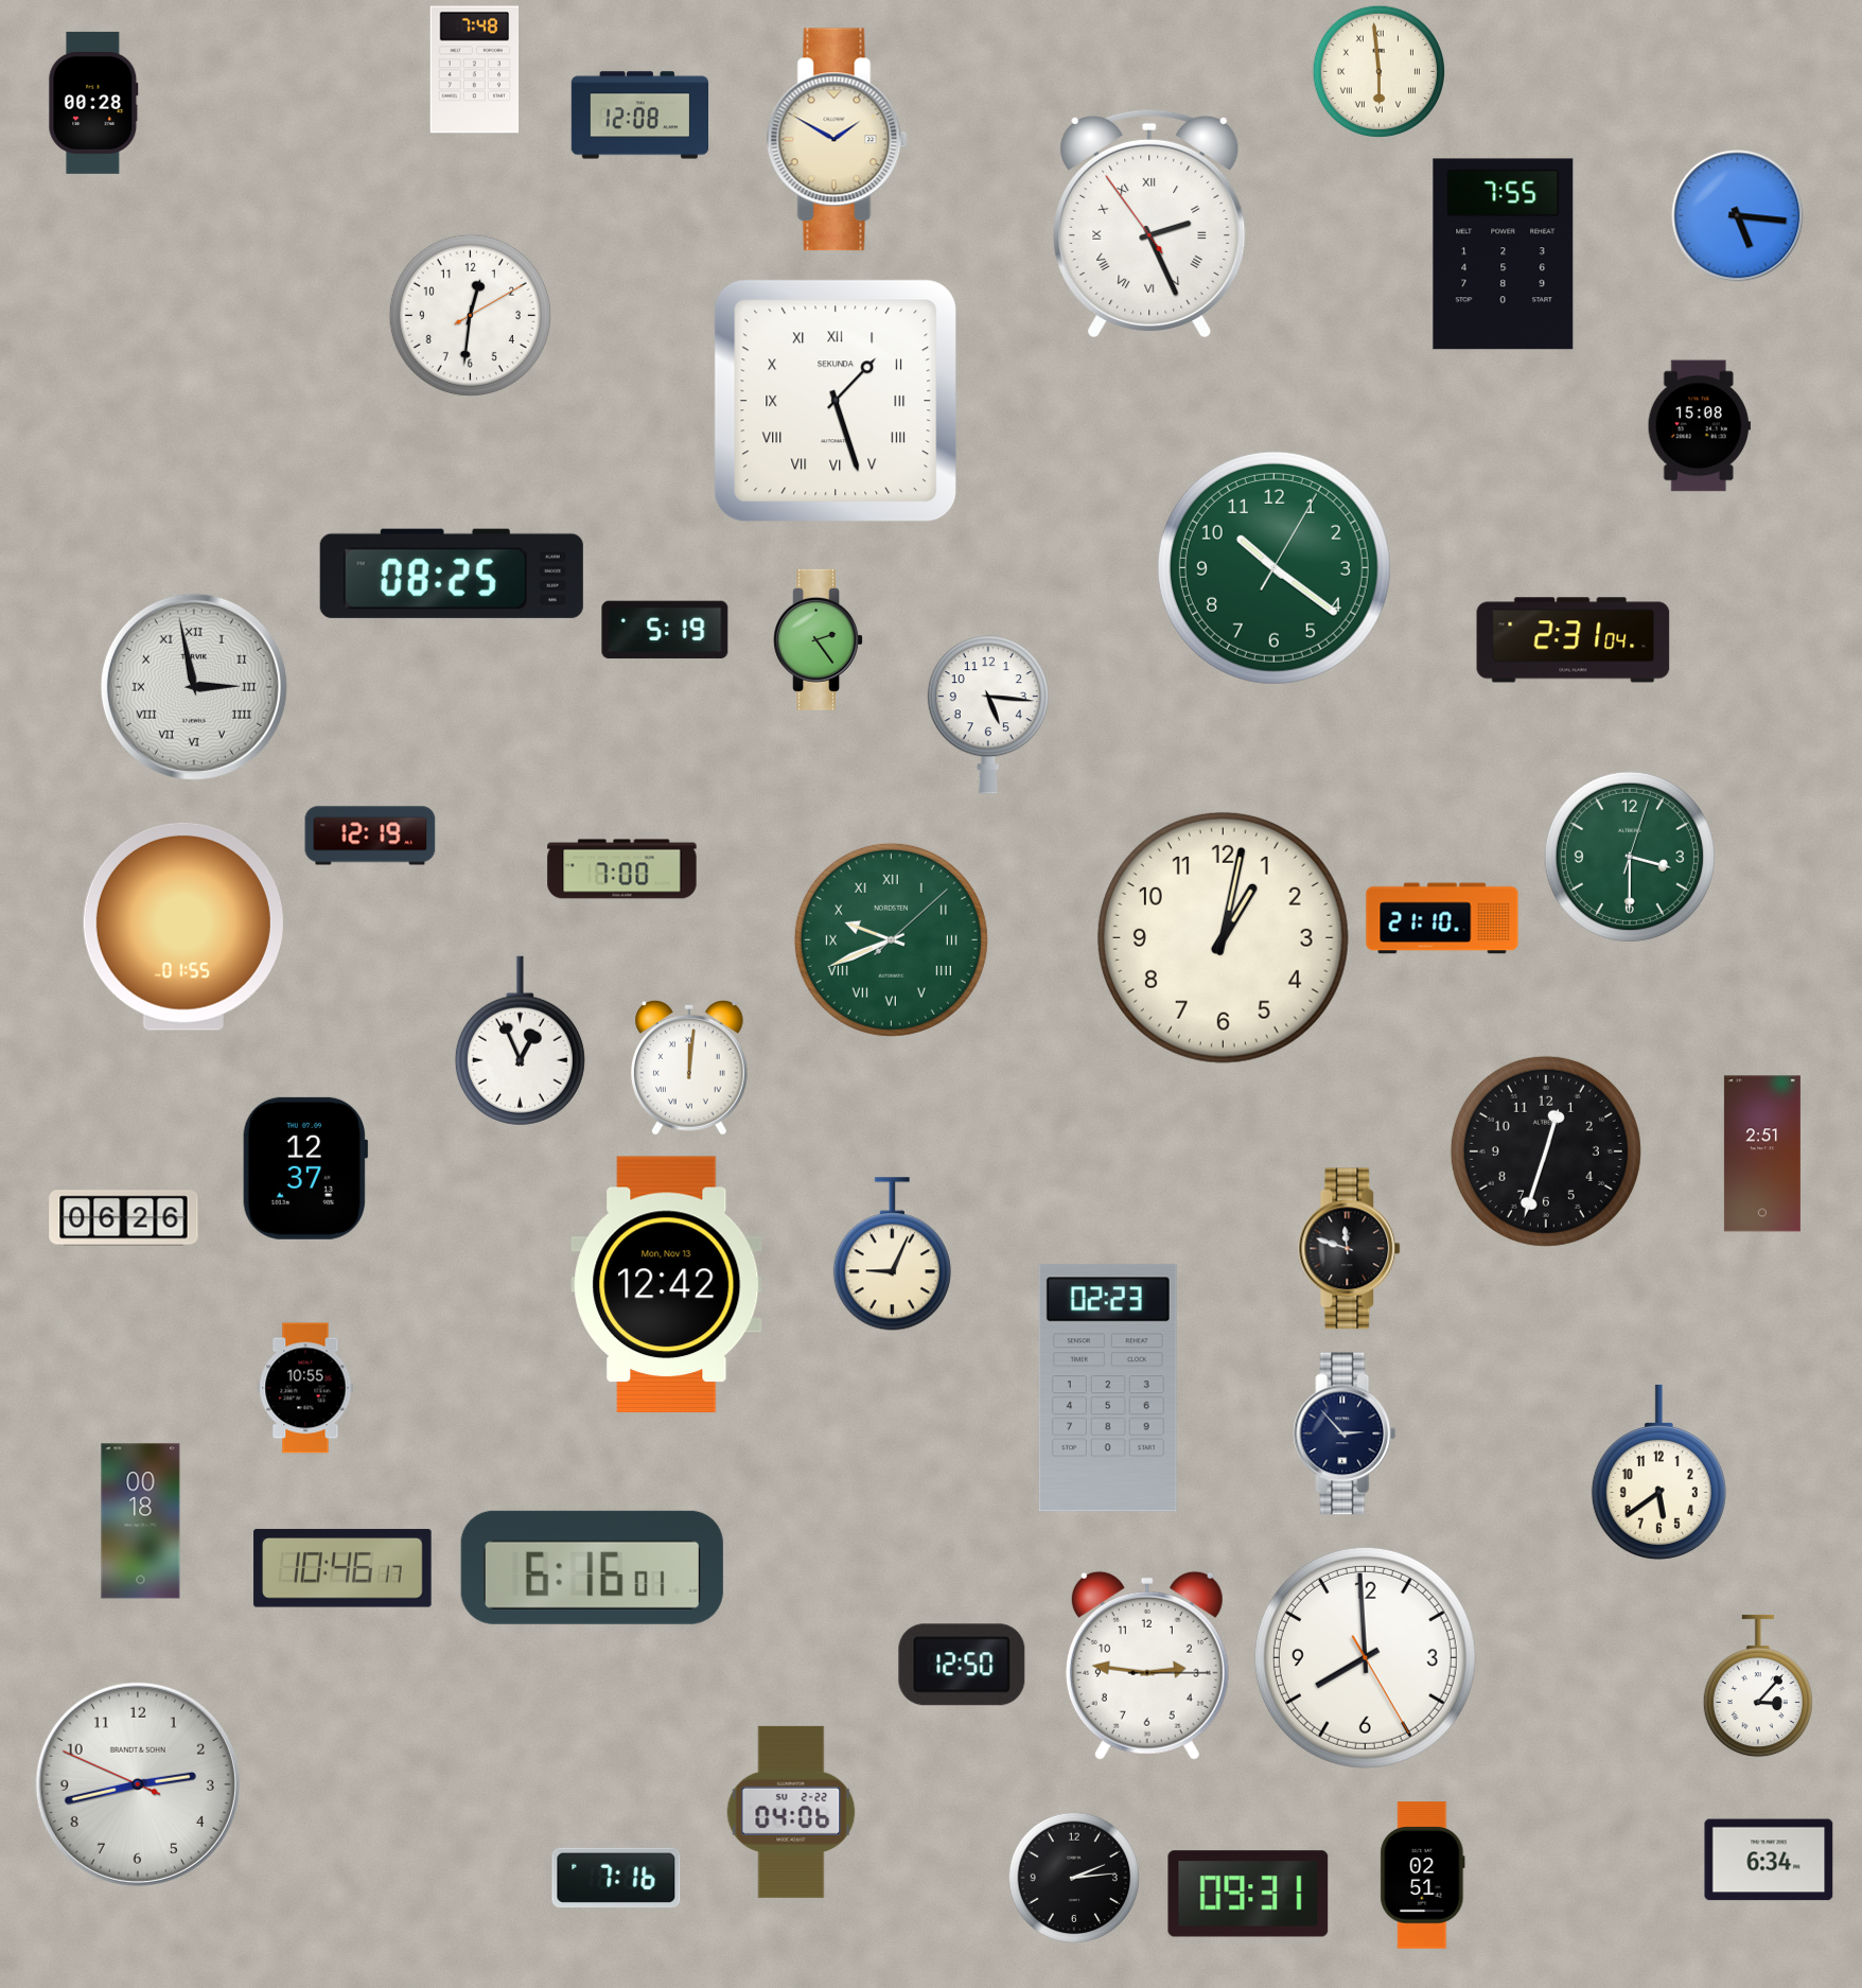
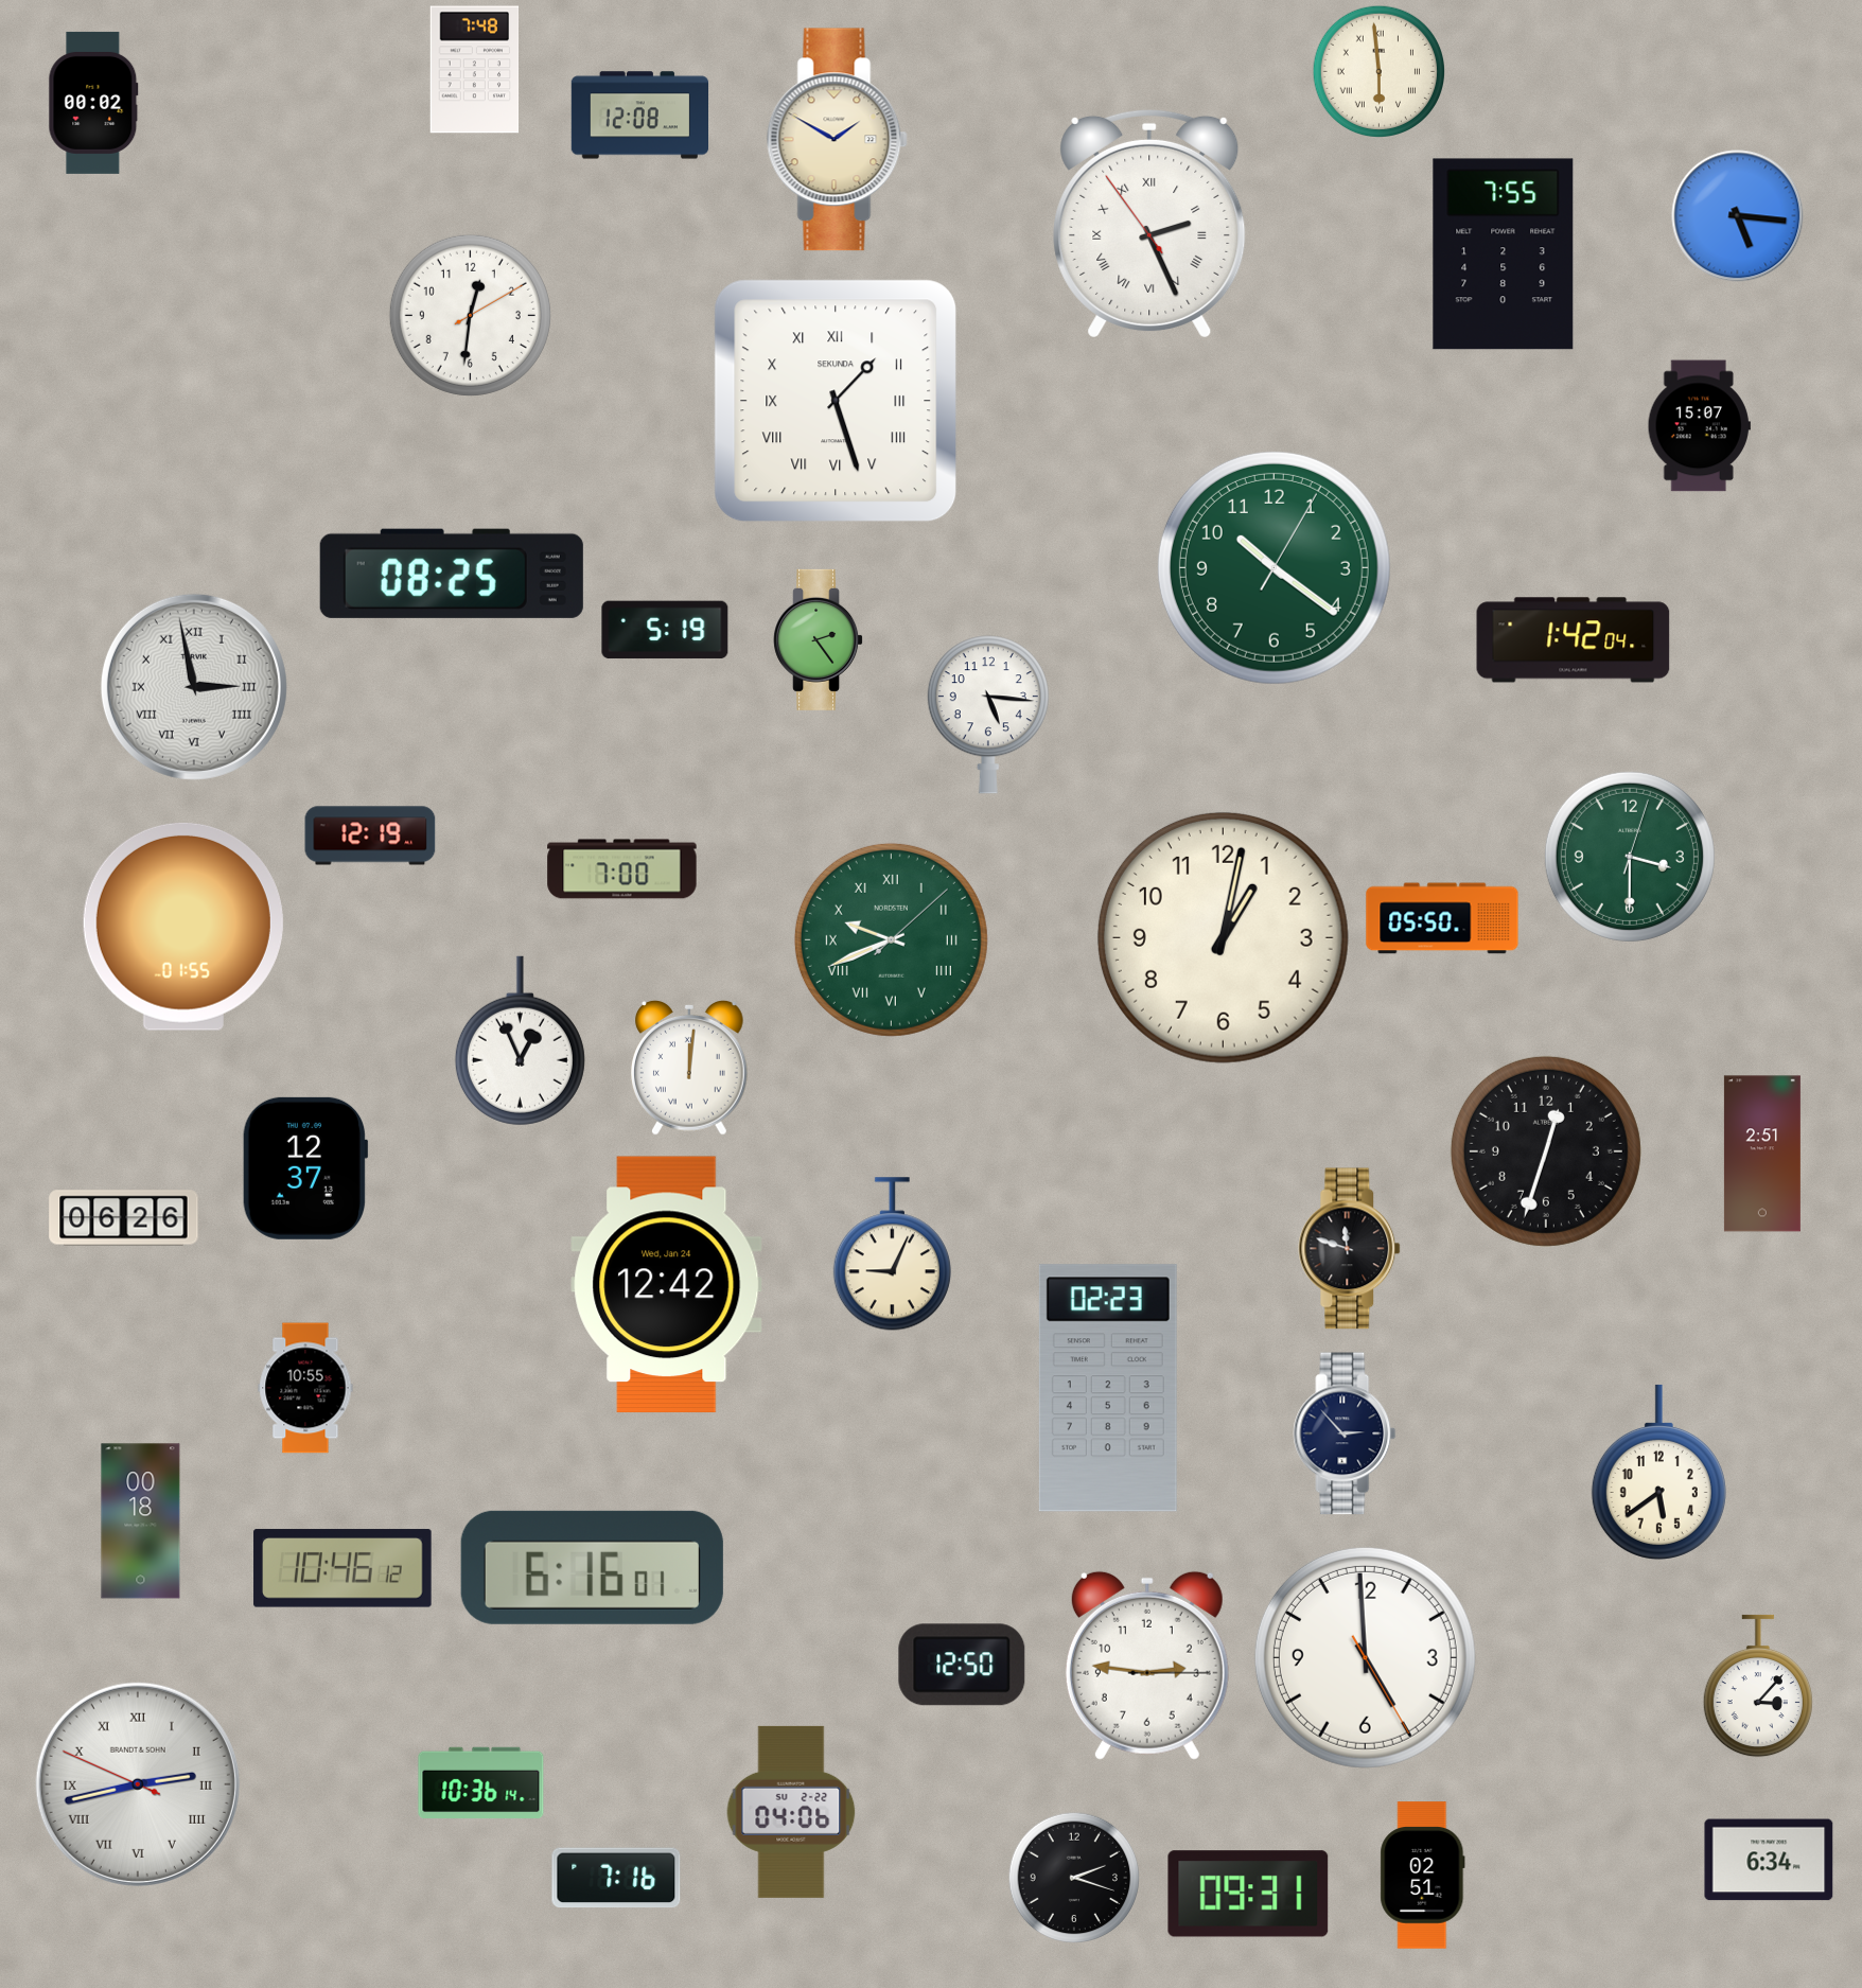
clock at (93, 103): 00:28 -> 00:02
clock at (1699, 426): 15:08 -> 15:07
clock at (1574, 640): 2:31 -> 1:42
clock at (1442, 918): 21:10 -> 05:50
clock at (667, 1285) date: Mon, Nov 13 -> Wed, Jan 24
clock at (342, 1568): 10:46:17 -> 10:46:12
clock at (1365, 1657): 7:59 -> 4:59
clock at (481, 1783): none -> 10:36
clock at (138, 1784) numerals: Arabic -> Roman
clock at (1074, 1878): 2:14 -> 2:18
